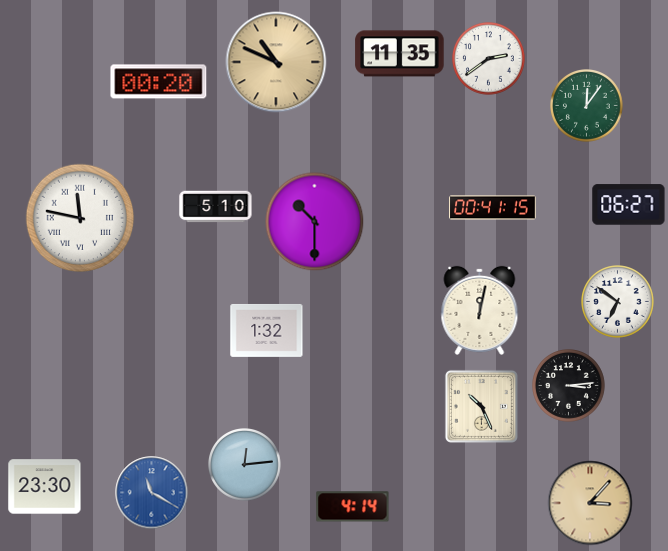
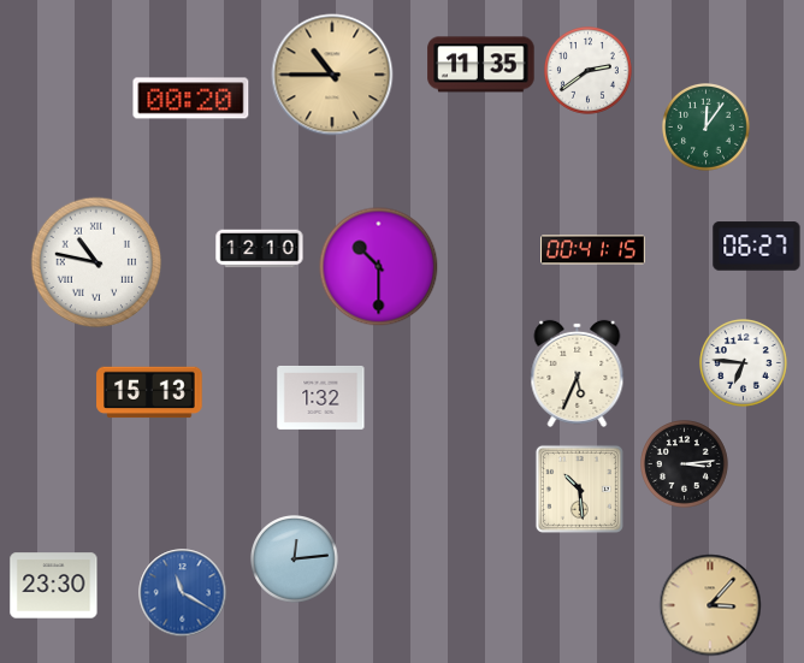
clock at (276, 62): 10:49 -> 10:45
clock at (216, 207): 5:10 -> 12:10
clock at (80, 218): 11:47 -> 10:47
clock at (618, 302): 6:51 -> 6:46
clock at (480, 310): 12:02 -> 5:34
clock at (149, 392): none -> 15:13
clock at (481, 406): 10:26 -> 10:29
clock at (353, 507): 4:14 -> none
